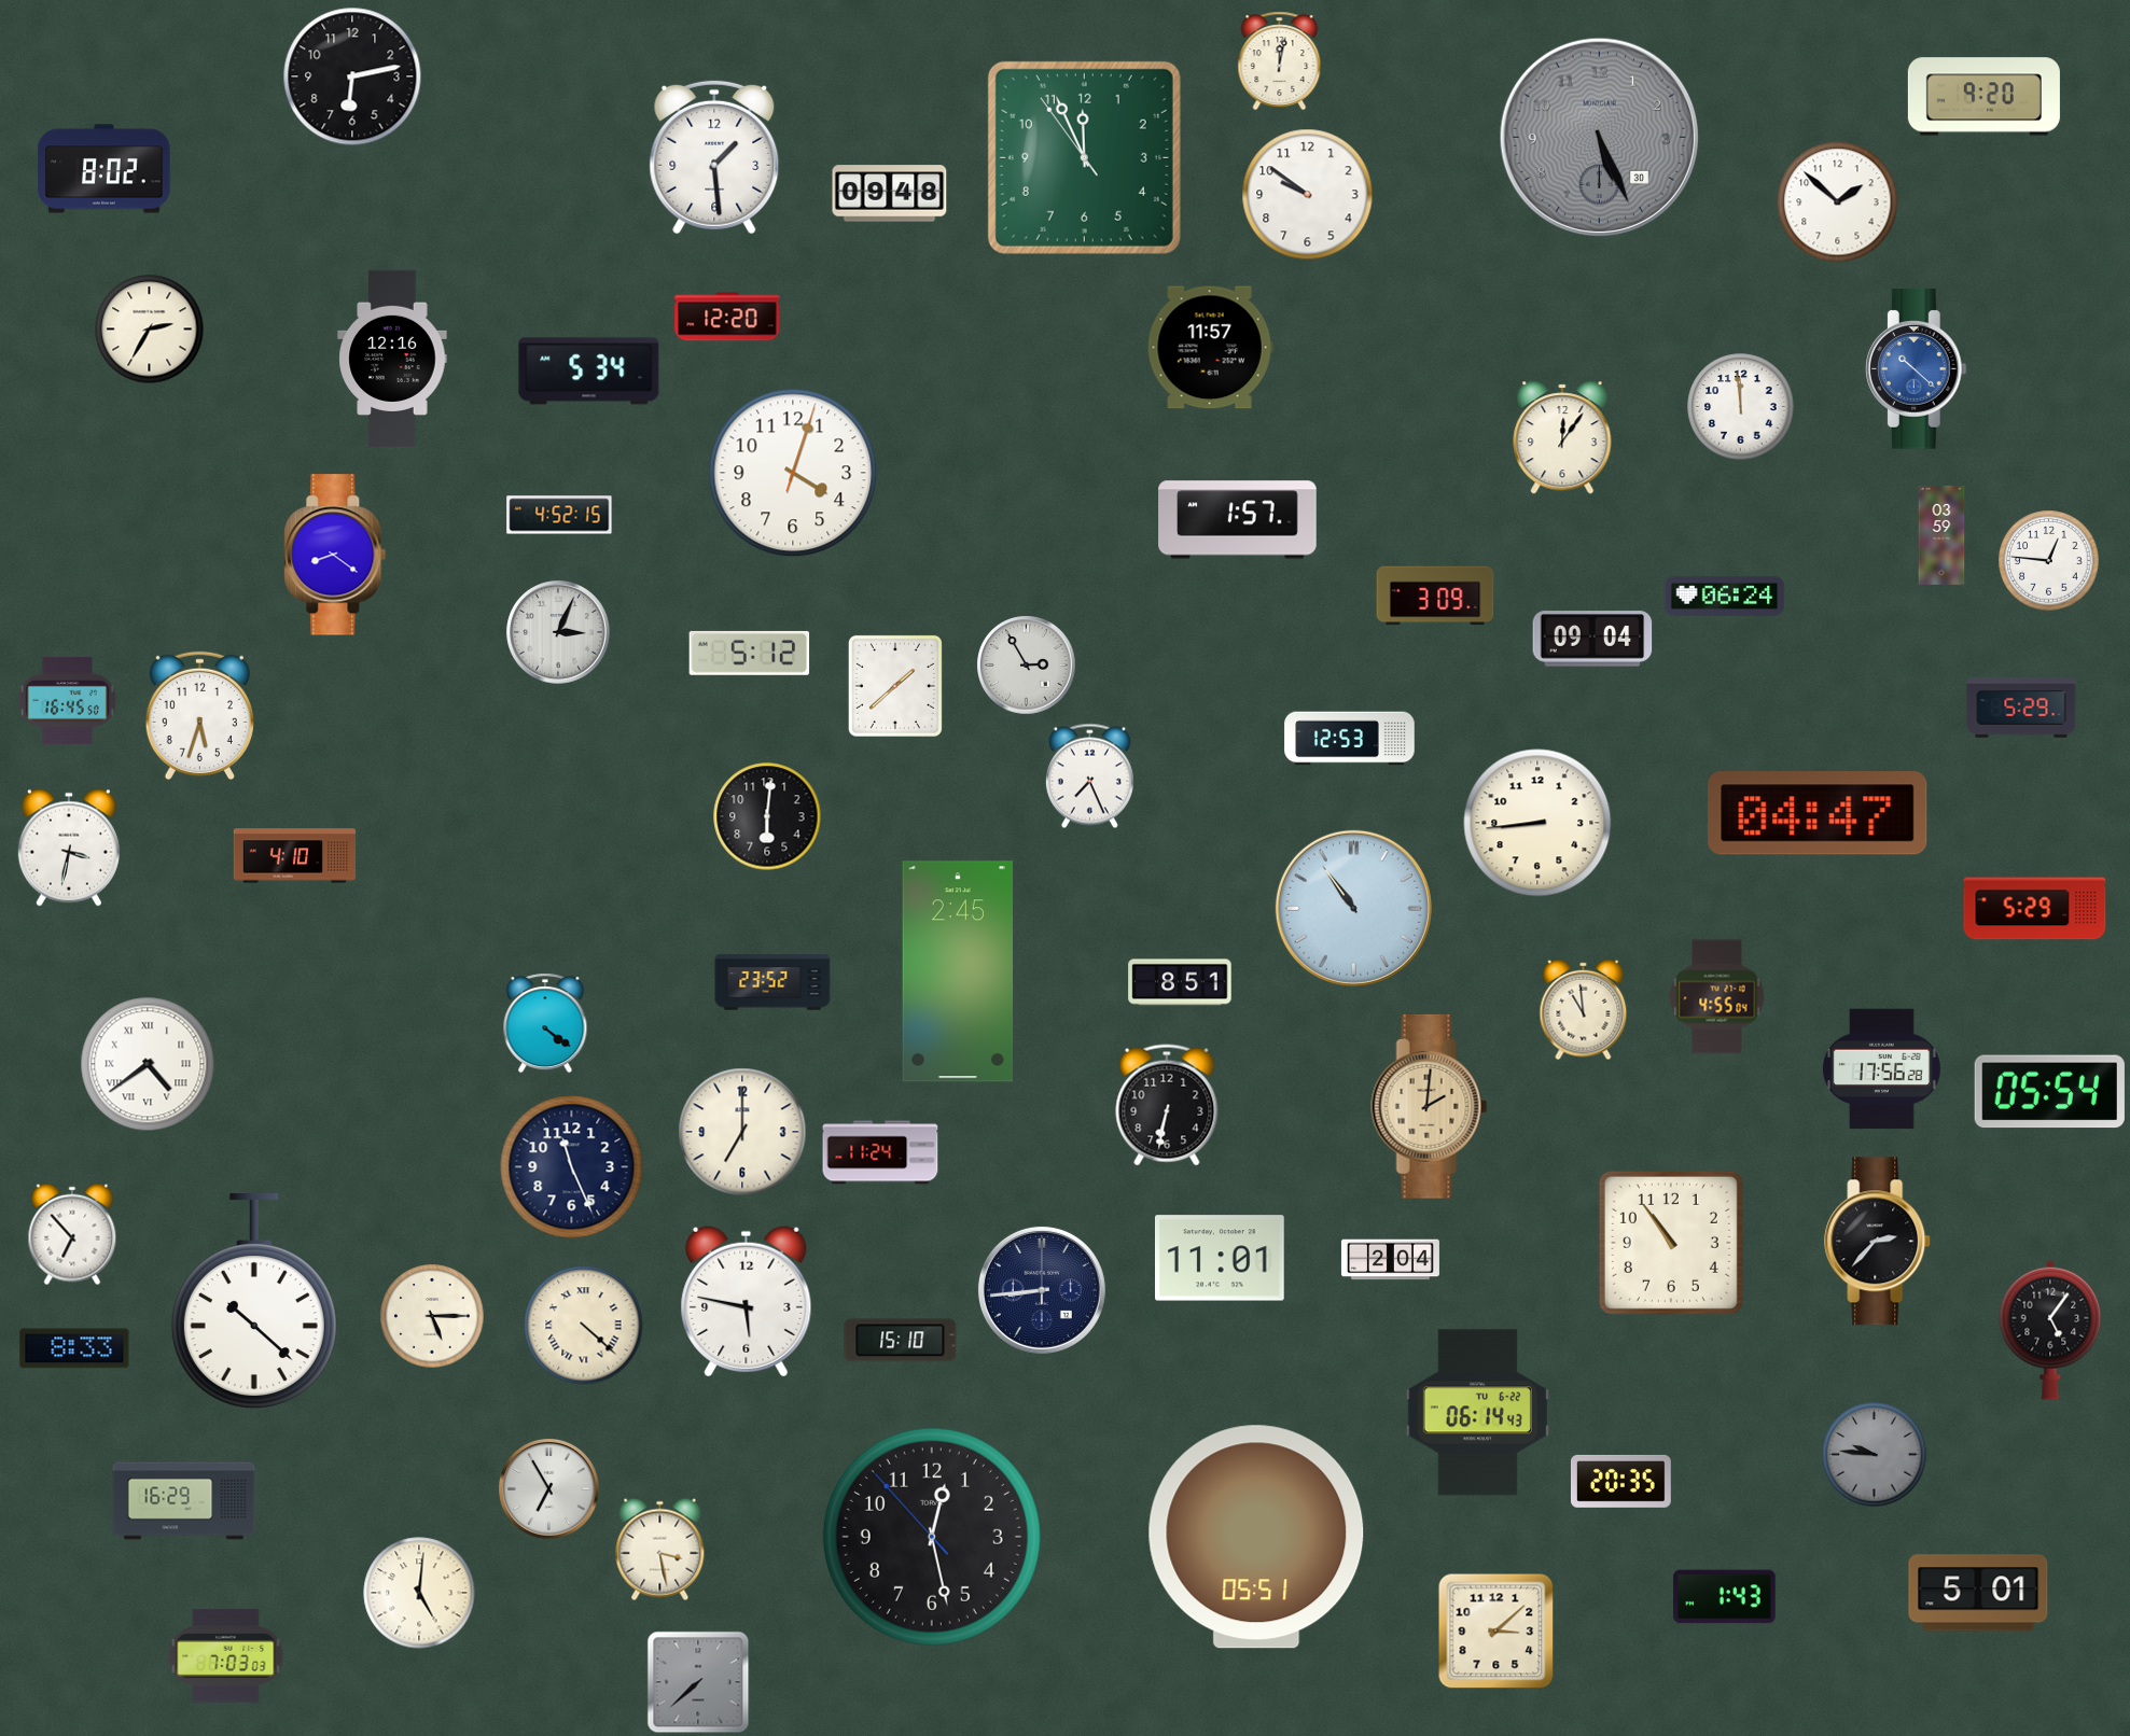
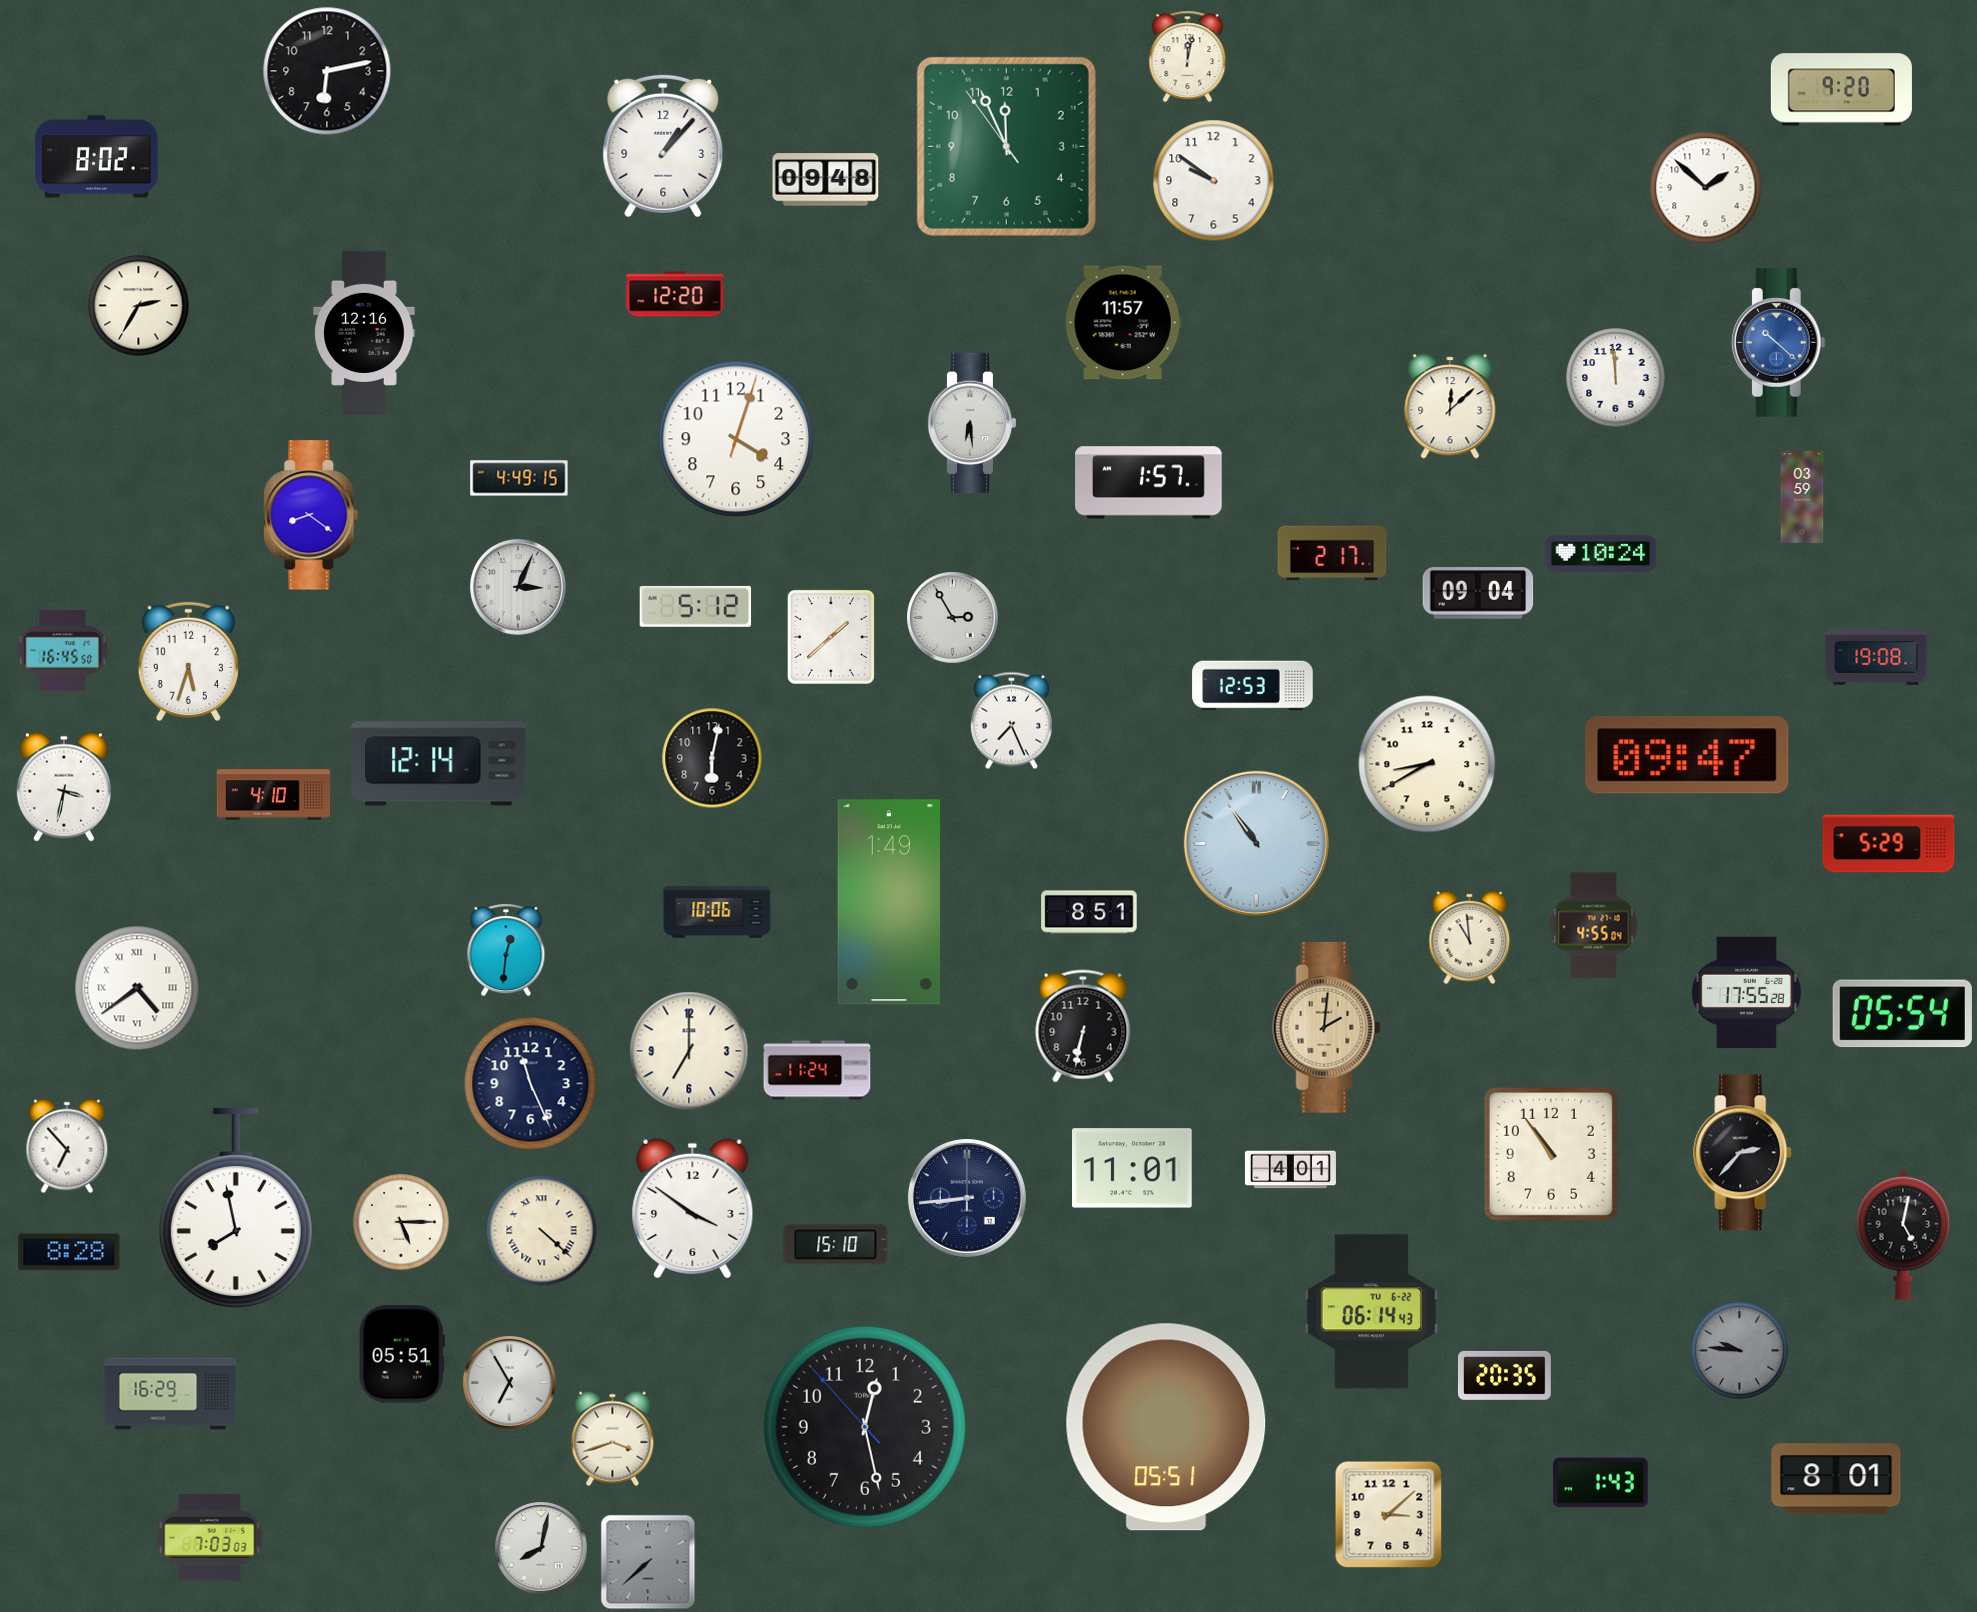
clock at (1599, 137): 5:26 -> none
clock at (714, 157): 1:29 -> 1:07
clock at (589, 372): 5:34 -> none
clock at (1562, 437): 12:06 -> 12:08
clock at (971, 423): none -> 6:29
clock at (559, 515): 4:52 -> 4:49
clock at (2049, 561): 12:46 -> none
clock at (1435, 596): 3:09 -> 2:17
clock at (1725, 596): 06:24 -> 10:24
clock at (2021, 708): 5:29 -> 19:08
clock at (199, 716) position: (199, 716) -> (188, 662)
clock at (1818, 813): 04:47 -> 09:47
clock at (767, 816): 6:01 -> 6:02
clock at (439, 764): none -> 12:14
clock at (1537, 823): 8:44 -> 8:40
clock at (958, 971): 2:45 -> 1:49
clock at (772, 982): 23:52 -> 10:06
clock at (1180, 982) position: (1180, 982) -> (1089, 912)
clock at (545, 1023): 4:21 -> 12:31
clock at (1881, 1069): 17:56 -> 17:55
clock at (1390, 1260): 2:04 -> 4:01
clock at (254, 1301): 10:22 -> 7:58
clock at (747, 1302): 5:47 -> 3:51
clock at (2050, 1330): 5:06 -> 5:02
clock at (74, 1348): 8:33 -> 8:28
clock at (402, 1354): none -> 05:51
clock at (660, 1550): 3:28 -> 3:42
clock at (419, 1593): 5:01 -> none
clock at (1978, 1593): 5:01 -> 8:01
clock at (541, 1548): none -> 8:02
